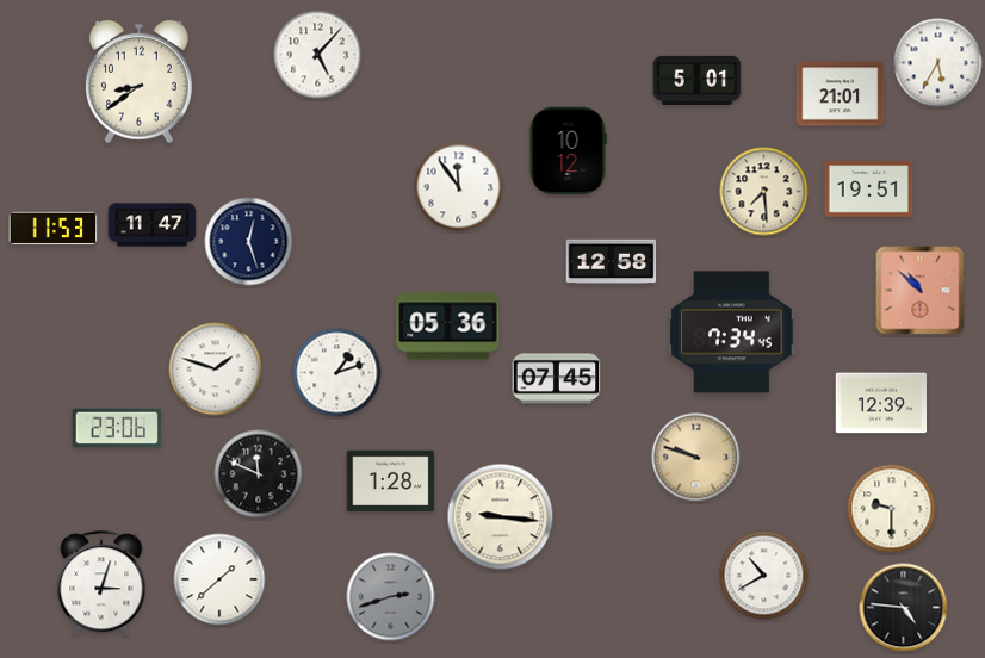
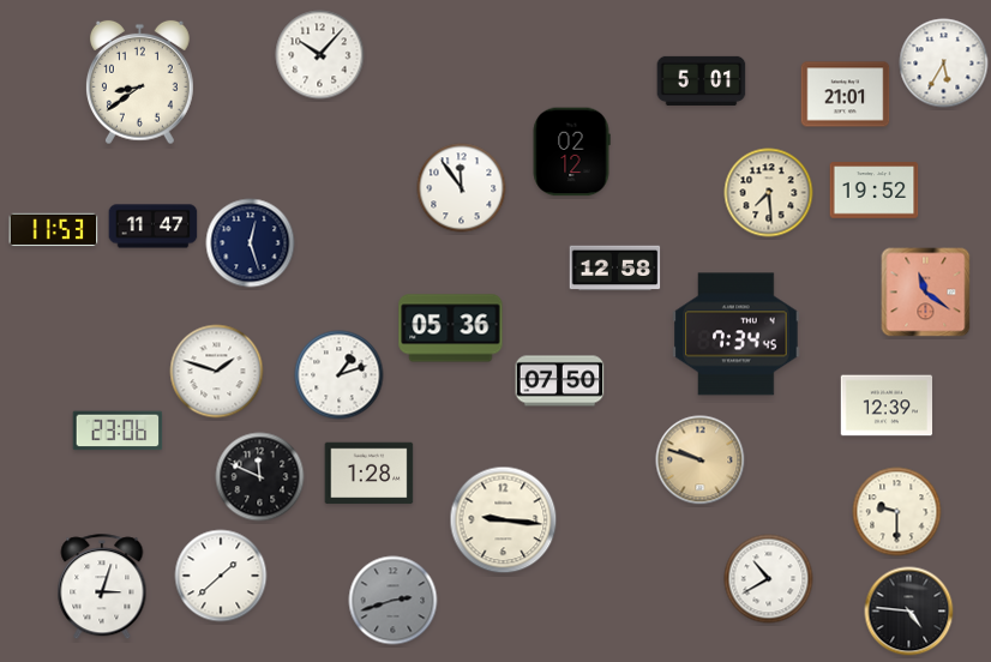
clock at (318, 55): 5:07 -> 10:07
clock at (568, 151): 10:12 -> 02:12
clock at (869, 190): 19:51 -> 19:52
clock at (612, 262) position: (612, 262) -> (615, 269)
clock at (921, 291): 10:52 -> 11:21
clock at (557, 379): 07:45 -> 07:50
clock at (391, 482) position: (391, 482) -> (370, 474)
clock at (219, 579) position: (219, 579) -> (221, 576)
